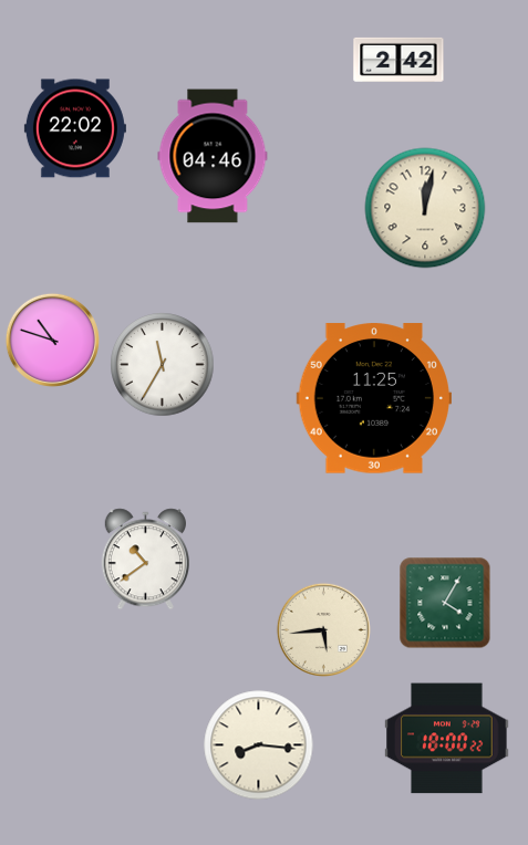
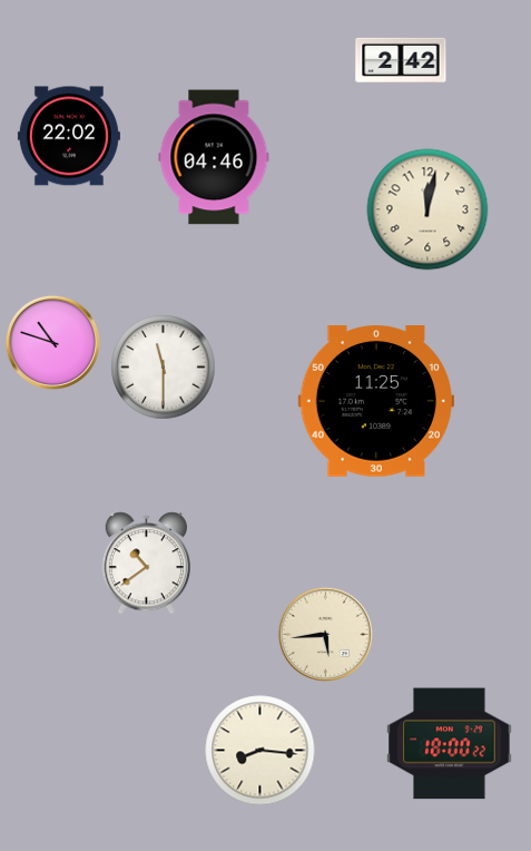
clock at (75, 128) position: (75, 128) -> (69, 136)
clock at (163, 365): 11:35 -> 11:30
clock at (445, 603): 4:05 -> none
